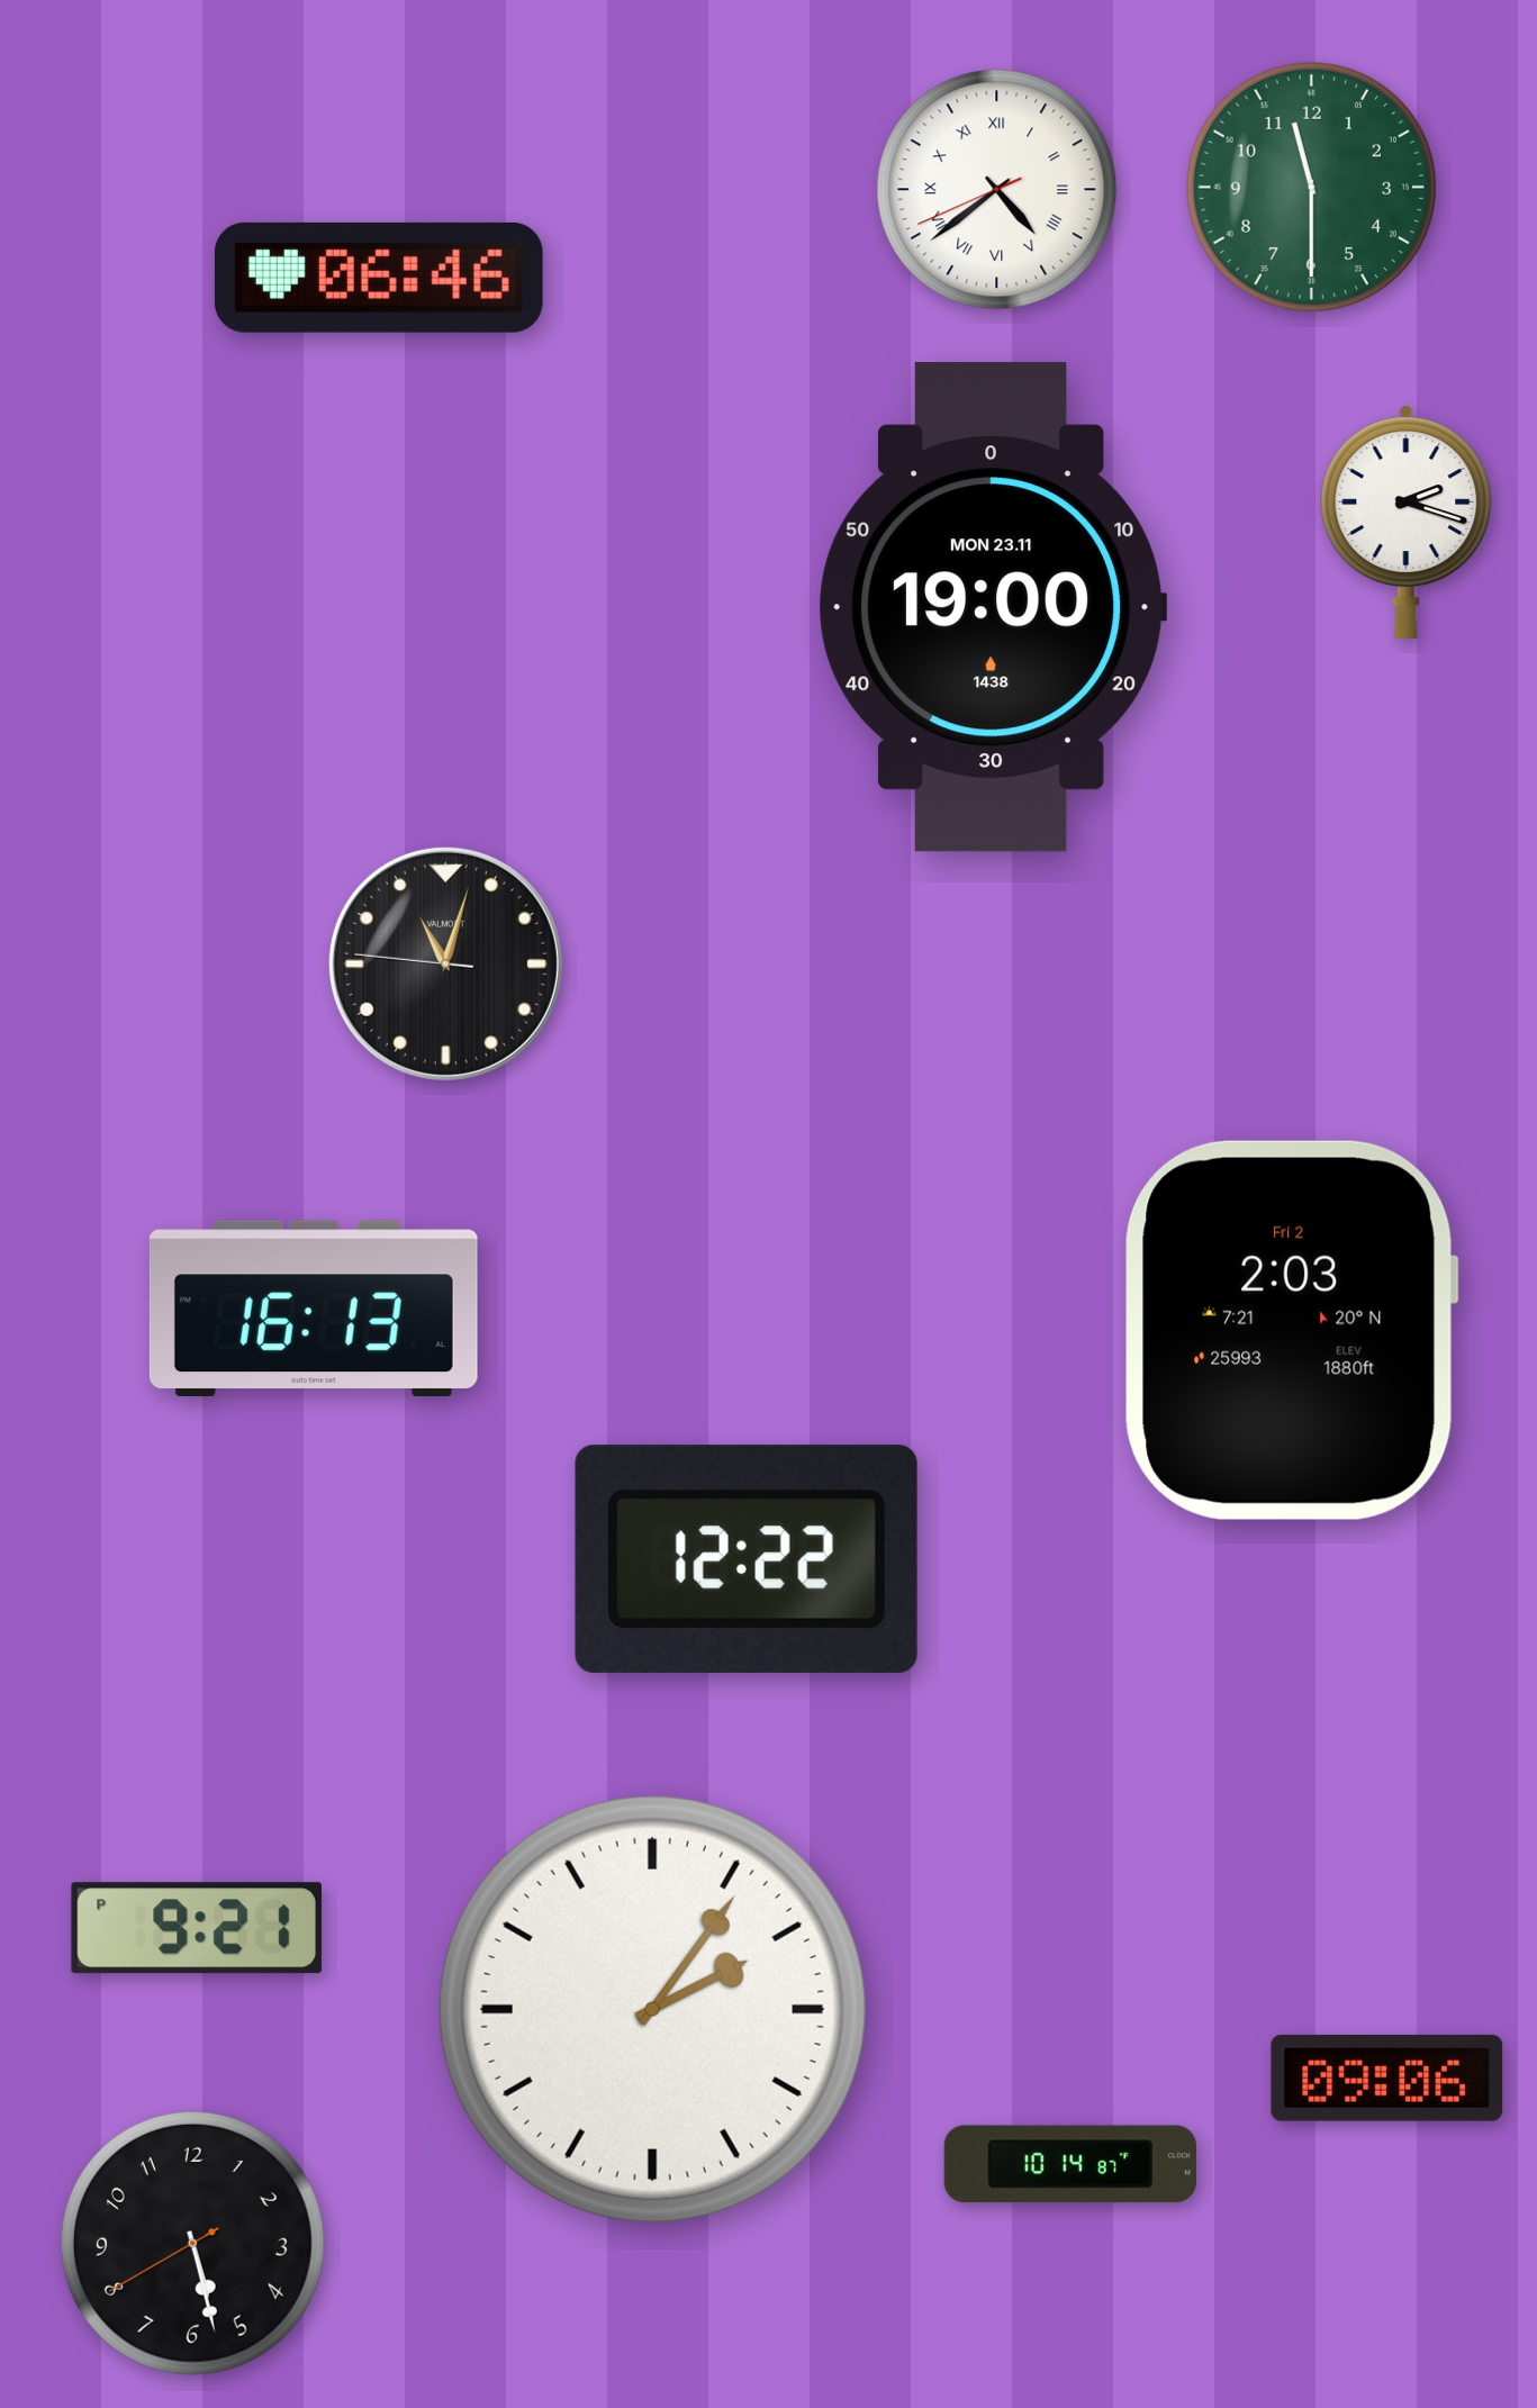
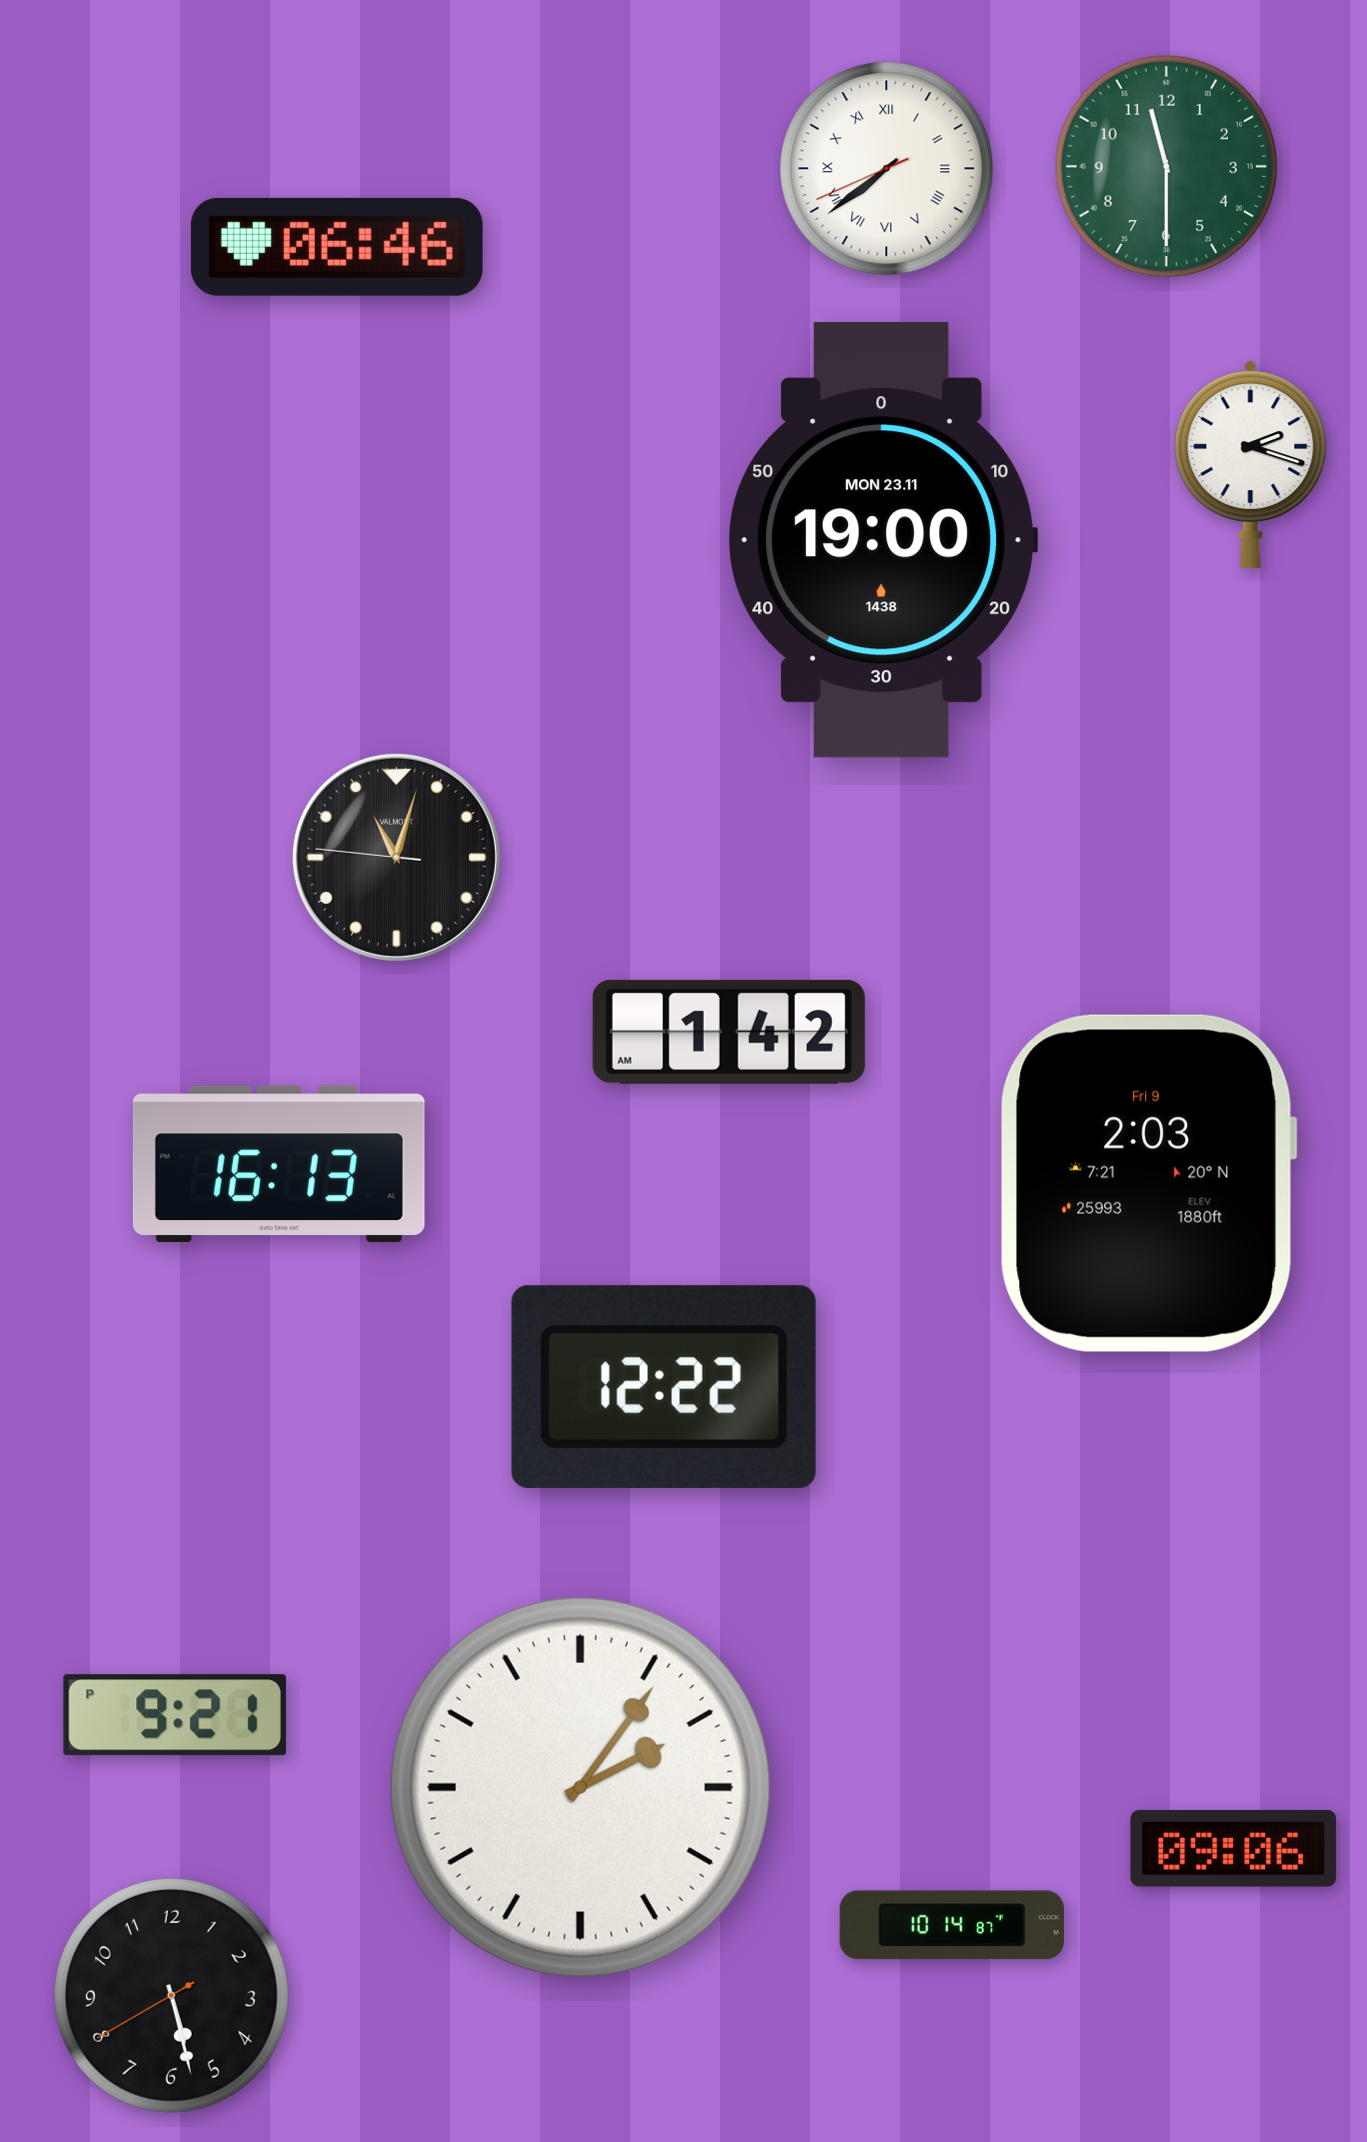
clock at (997, 190): 4:38 -> 7:38
clock at (729, 1032): none -> 1:42
clock at (1291, 1330) date: Fri 2 -> Fri 9
